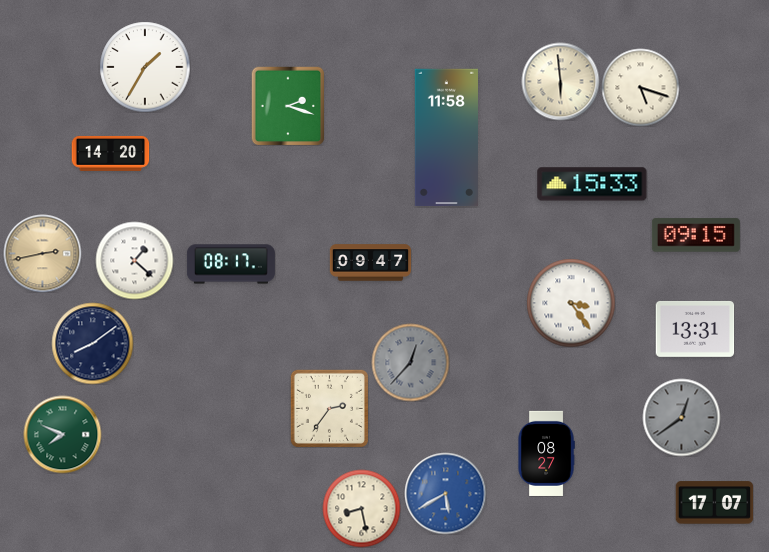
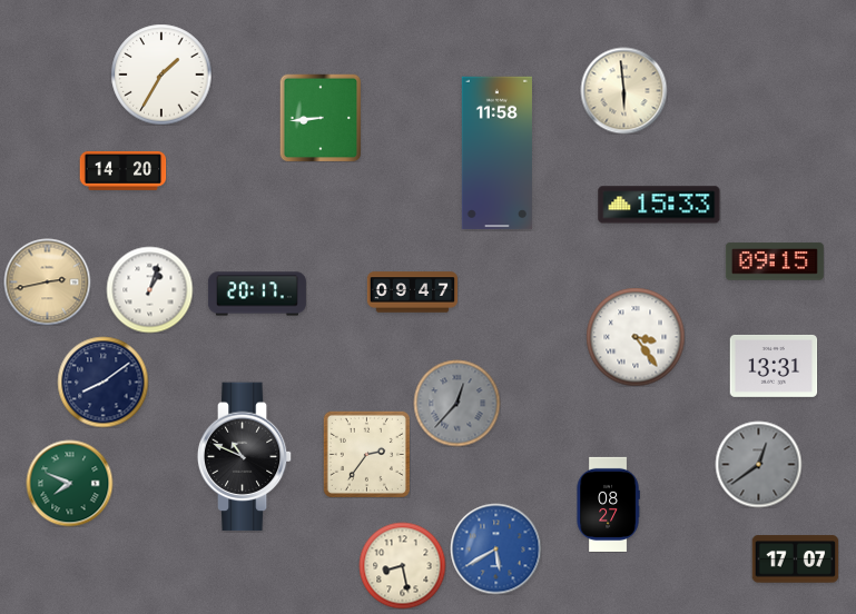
clock at (640, 87): 5:18 -> none
clock at (288, 106): 2:18 -> 8:44
clock at (134, 260): 1:22 -> 1:03
clock at (231, 264): 08:17 -> 20:17
clock at (245, 457): none -> 10:49
